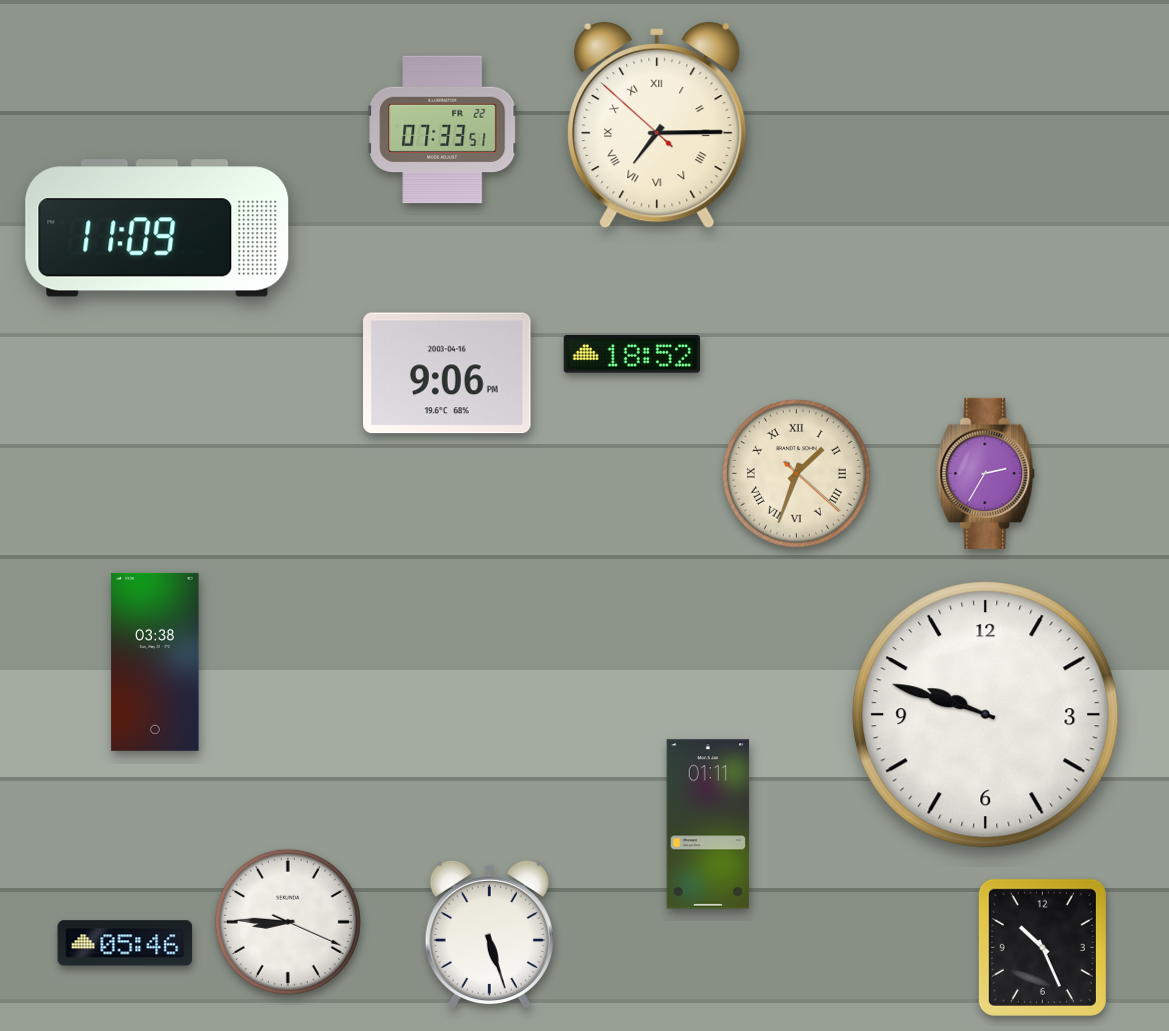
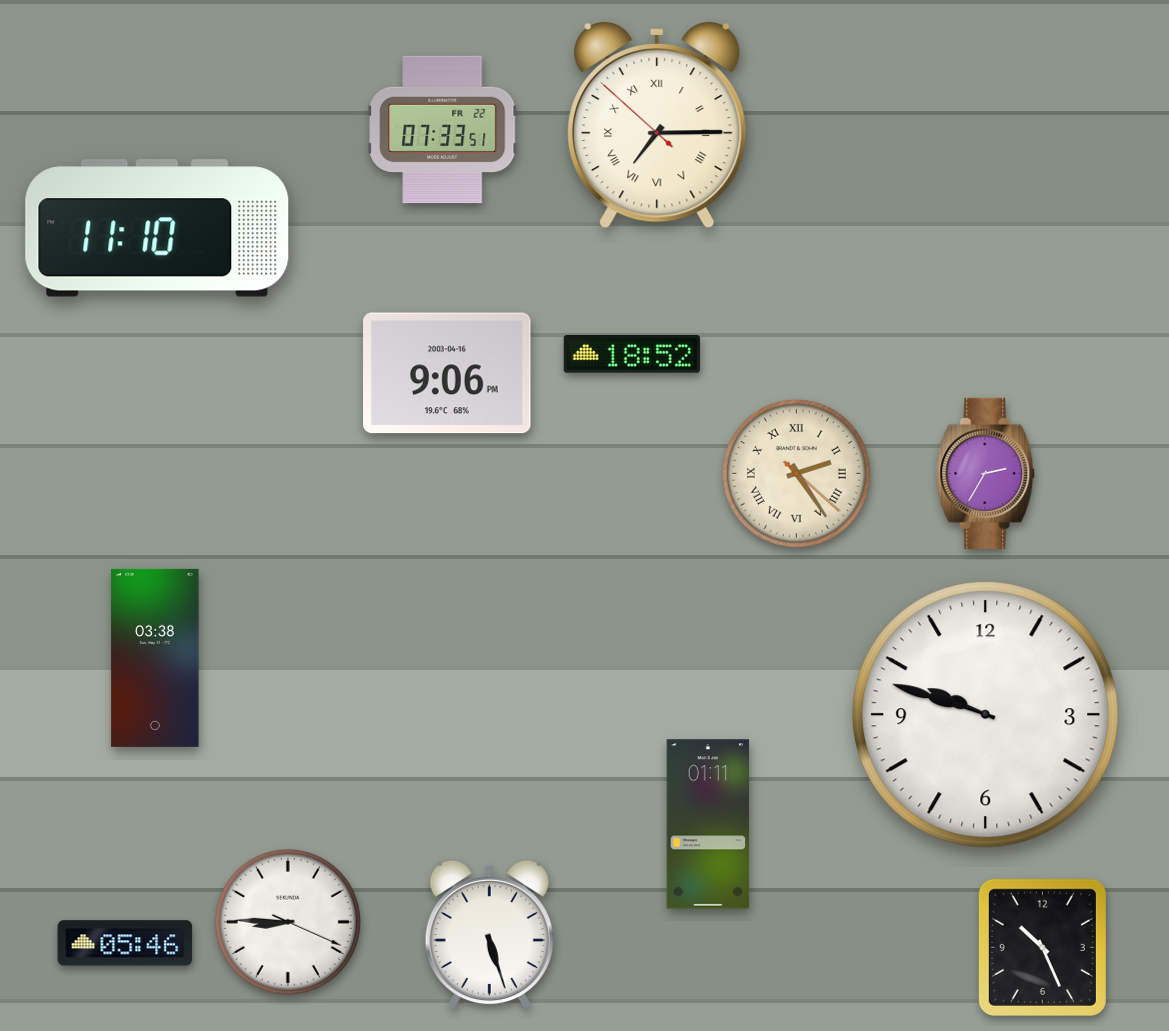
clock at (157, 228): 11:09 -> 11:10
clock at (796, 473): 1:33 -> 2:24
clock at (155, 662) position: (155, 662) -> (155, 658)
